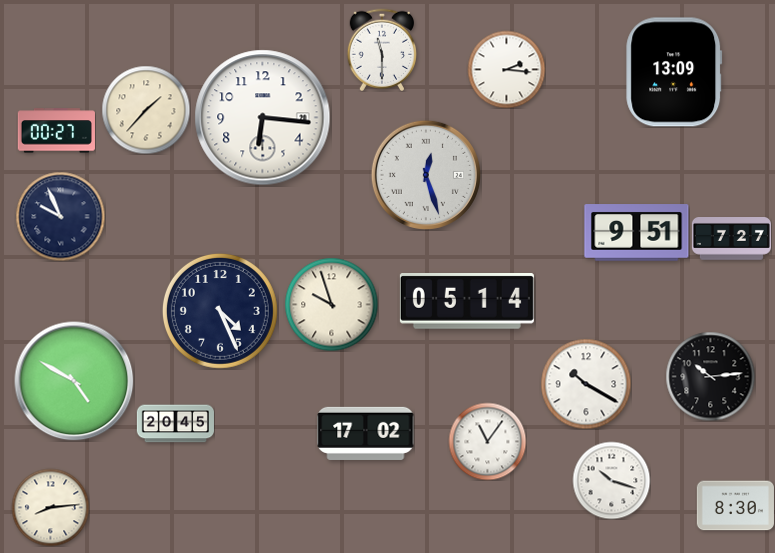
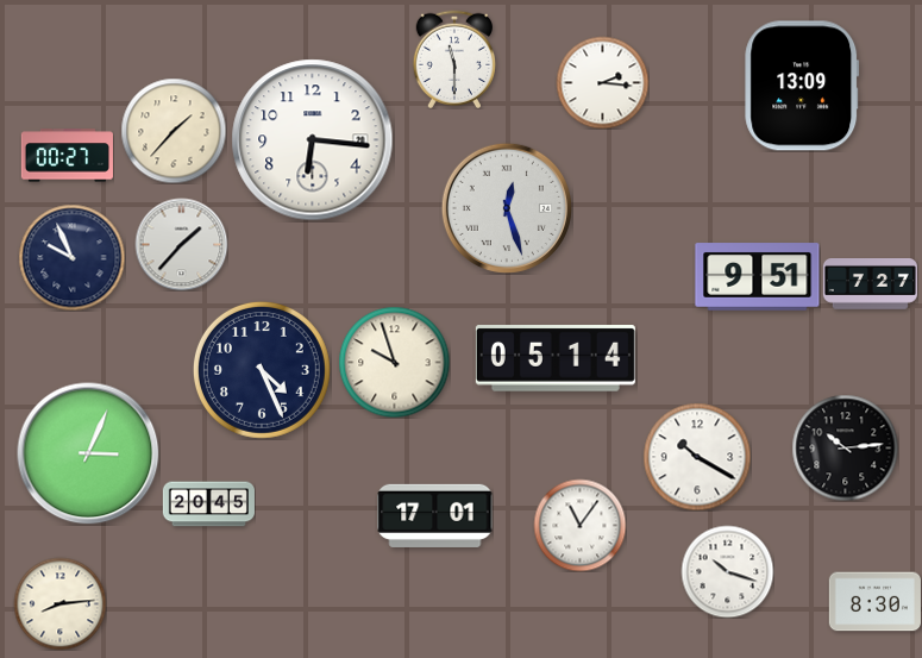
clock at (181, 244): none -> 1:37
clock at (74, 381): 4:50 -> 3:04
clock at (366, 433): 17:02 -> 17:01
